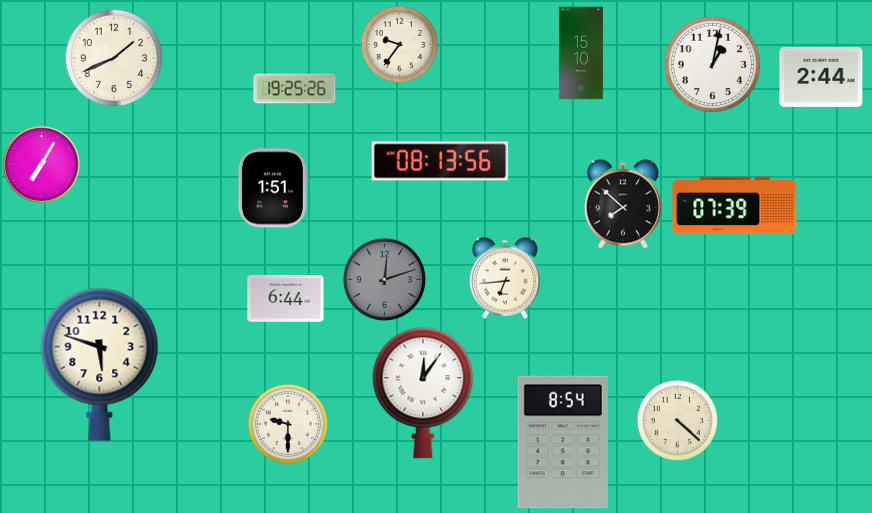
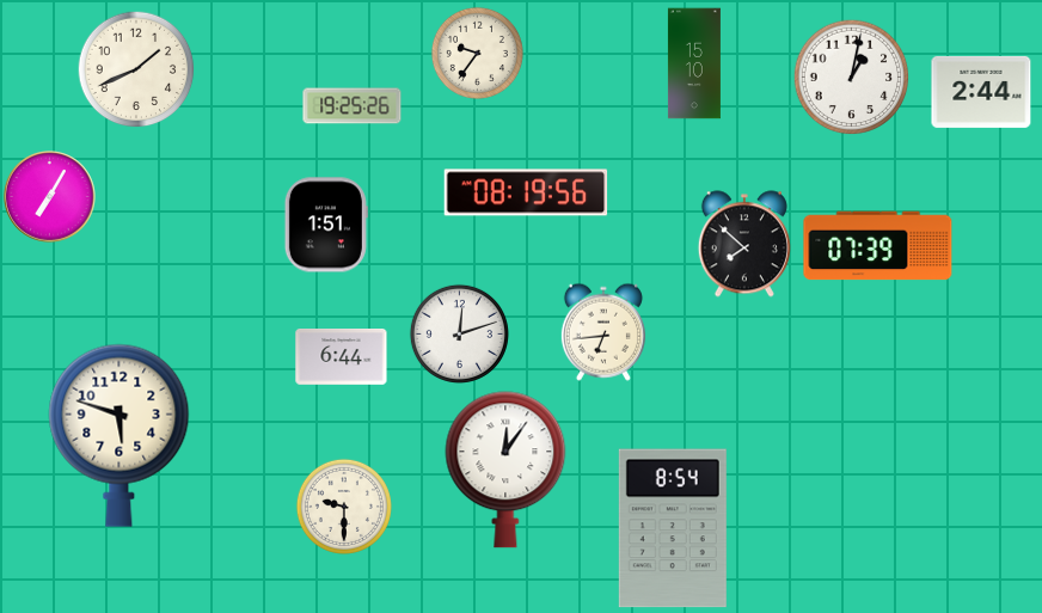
clock at (440, 161): 08:13 -> 08:19
clock at (384, 279) dial: grey -> white
clock at (677, 420): 4:22 -> none
